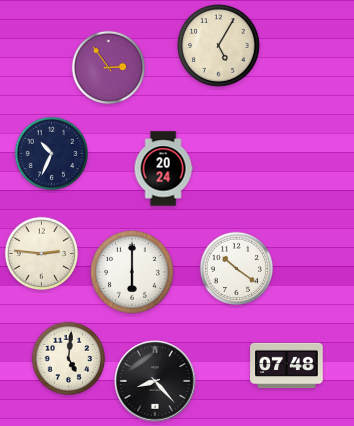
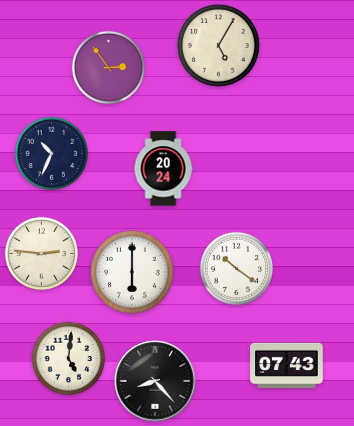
clock at (287, 366): 07:48 -> 07:43
